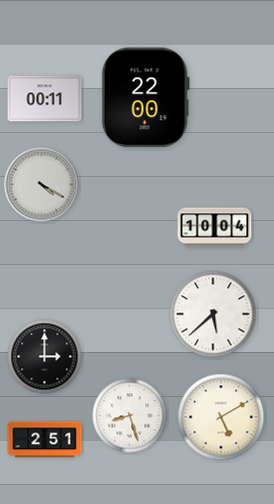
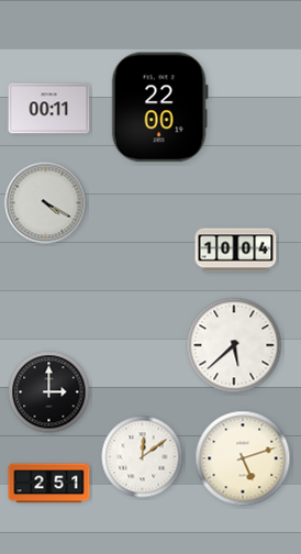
clock at (130, 416): 8:27 -> 12:09
clock at (221, 417): 5:10 -> 5:12
